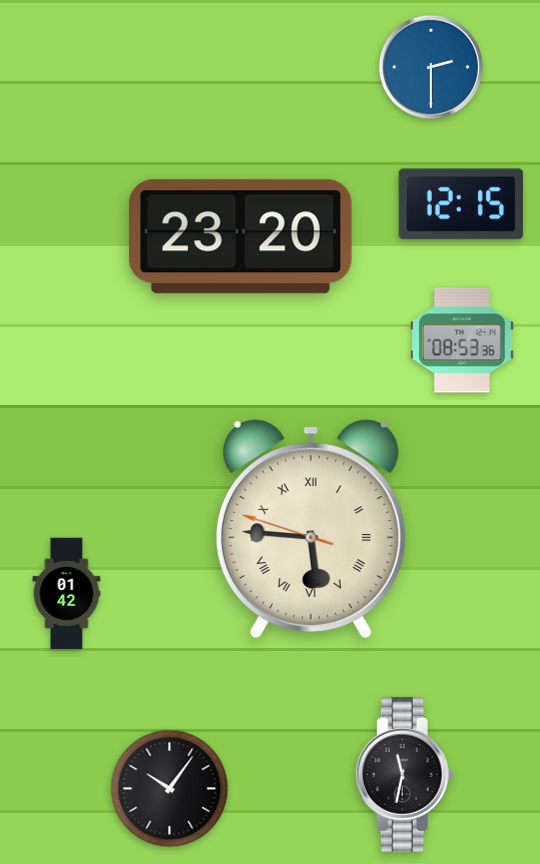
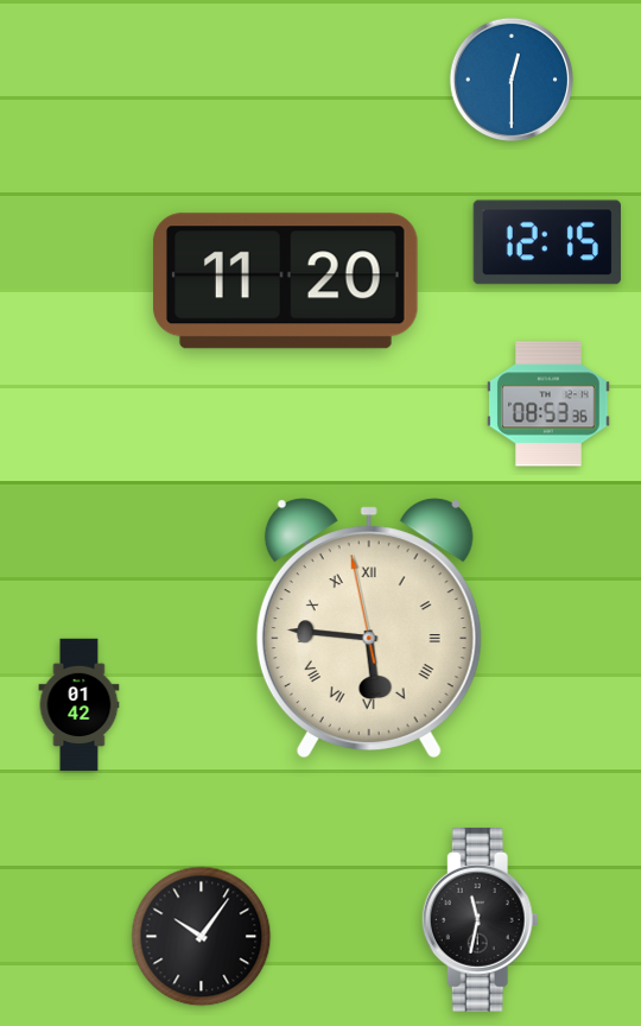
clock at (430, 66): 2:30 -> 12:30
clock at (240, 237): 23:20 -> 11:20
clock at (311, 529): 5:45:48 -> 5:45:58
